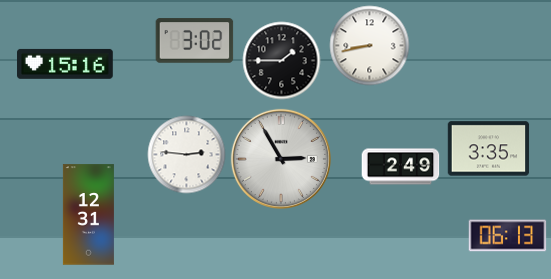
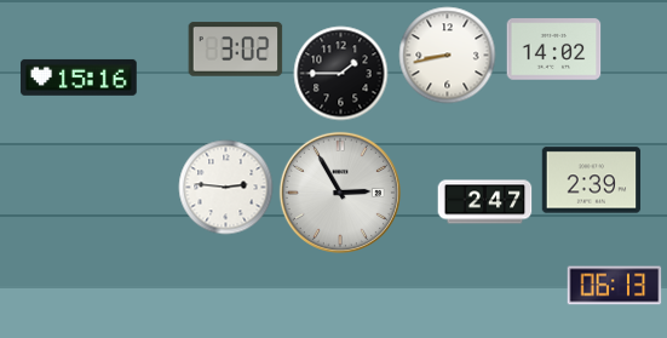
clock at (553, 50): none -> 14:02
clock at (488, 149): 3:35 -> 2:39
clock at (400, 167): 2:49 -> 2:47
clock at (88, 215): 12:31 -> none
